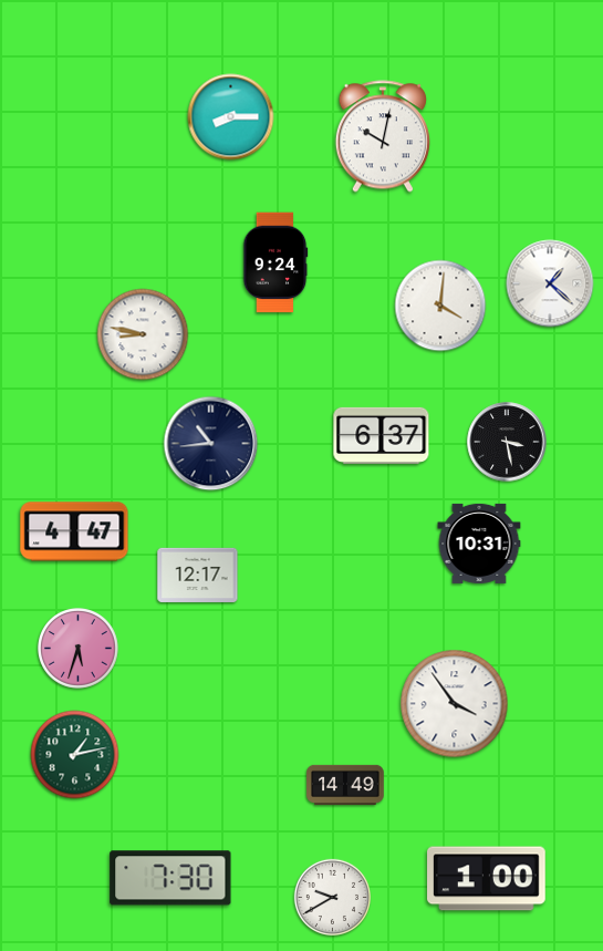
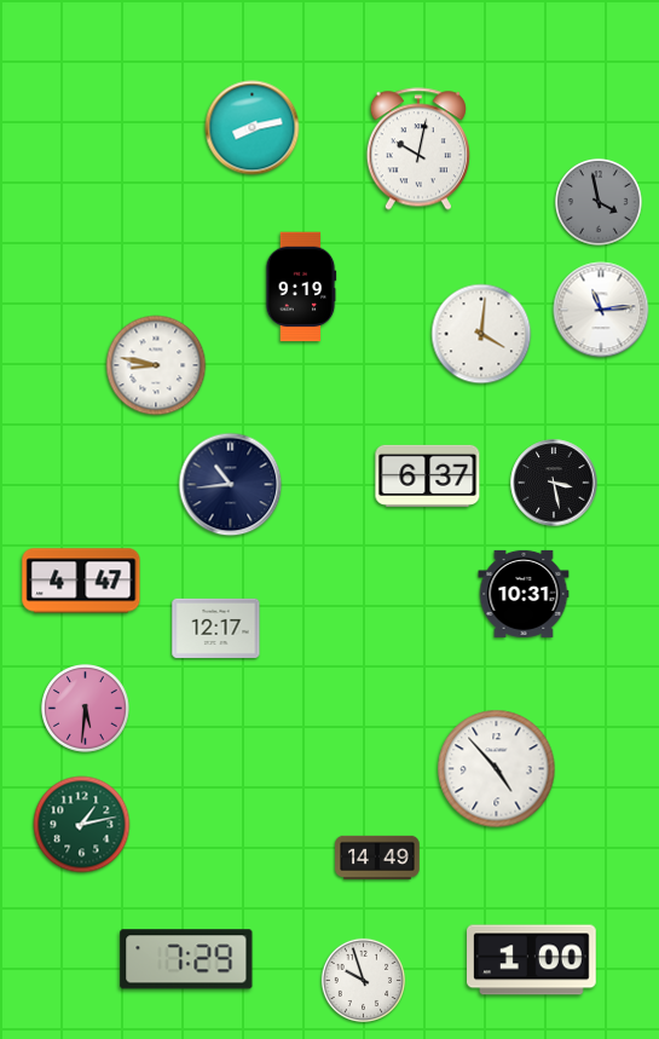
clock at (231, 117): 8:15 -> 8:13
clock at (599, 202): none -> 3:58
clock at (275, 262): 9:24 -> 9:19
clock at (550, 283): 1:22 -> 11:14
clock at (382, 435) position: (382, 435) -> (428, 475)
clock at (79, 649): 5:33 -> 5:31
clock at (455, 704): 3:54 -> 4:53
clock at (170, 878): 7:30 -> 7:29
clock at (332, 897): 9:40 -> 9:57
